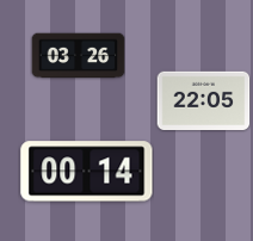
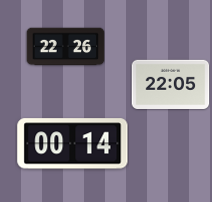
clock at (78, 56): 03:26 -> 22:26
